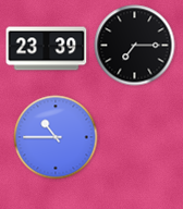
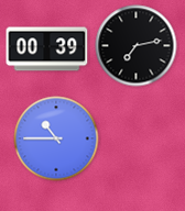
clock at (135, 46): 7:15 -> 7:13
clock at (47, 49): 23:39 -> 00:39
